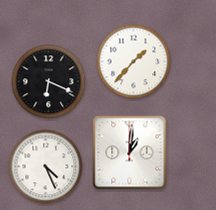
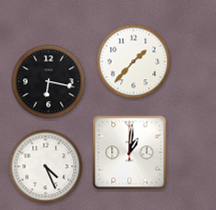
clock at (49, 82): 6:19 -> 6:17
